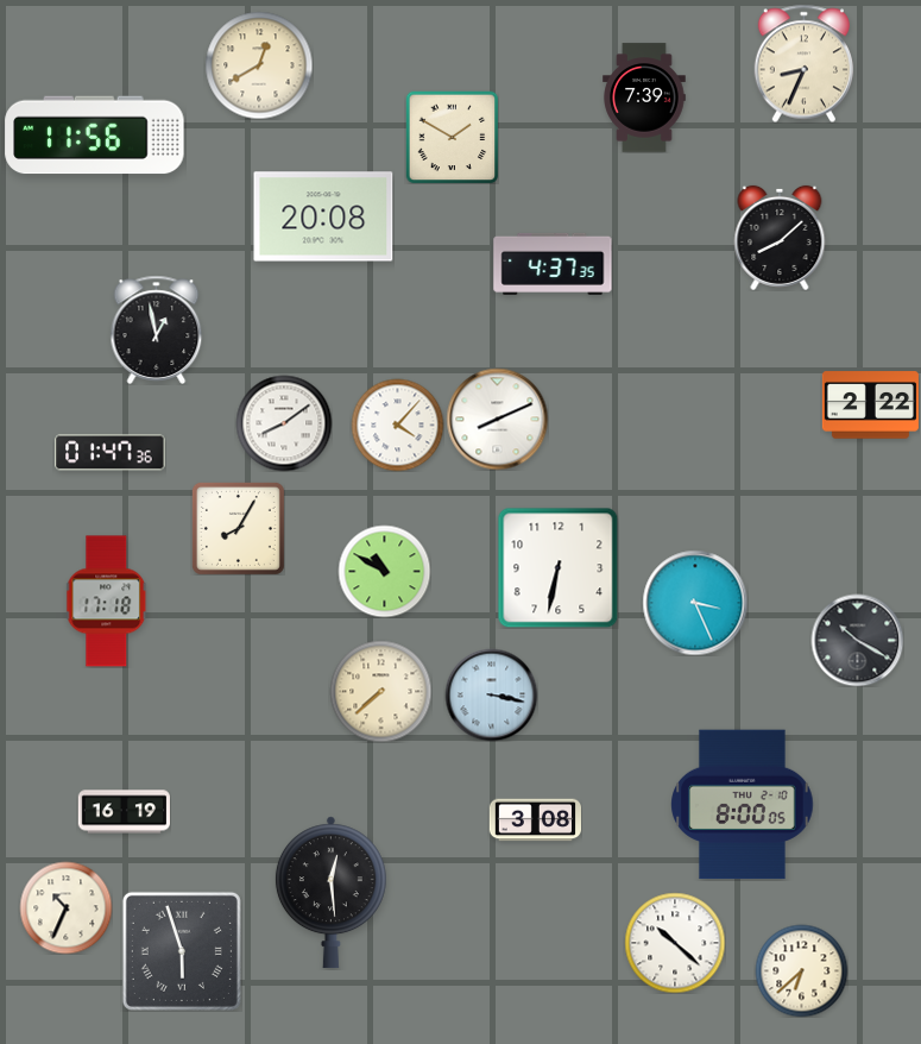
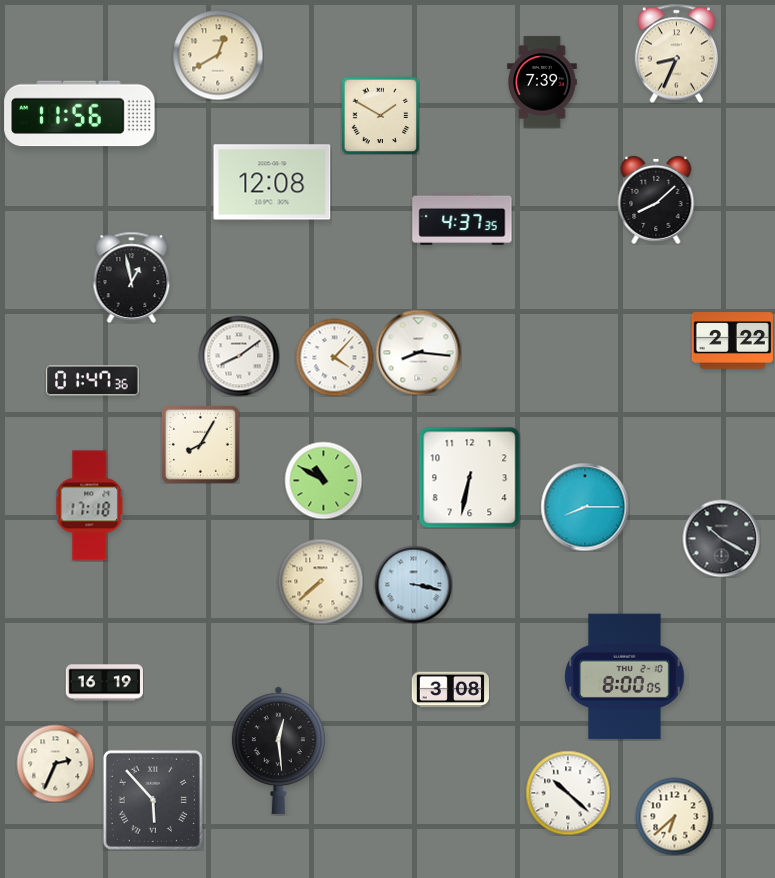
clock at (323, 216): 20:08 -> 12:08
clock at (553, 264) position: (553, 264) -> (462, 219)
clock at (497, 419): 8:11 -> 8:16
clock at (695, 603): 3:26 -> 8:15
clock at (65, 907): 10:34 -> 2:34
clock at (182, 951): 5:57 -> 5:53
